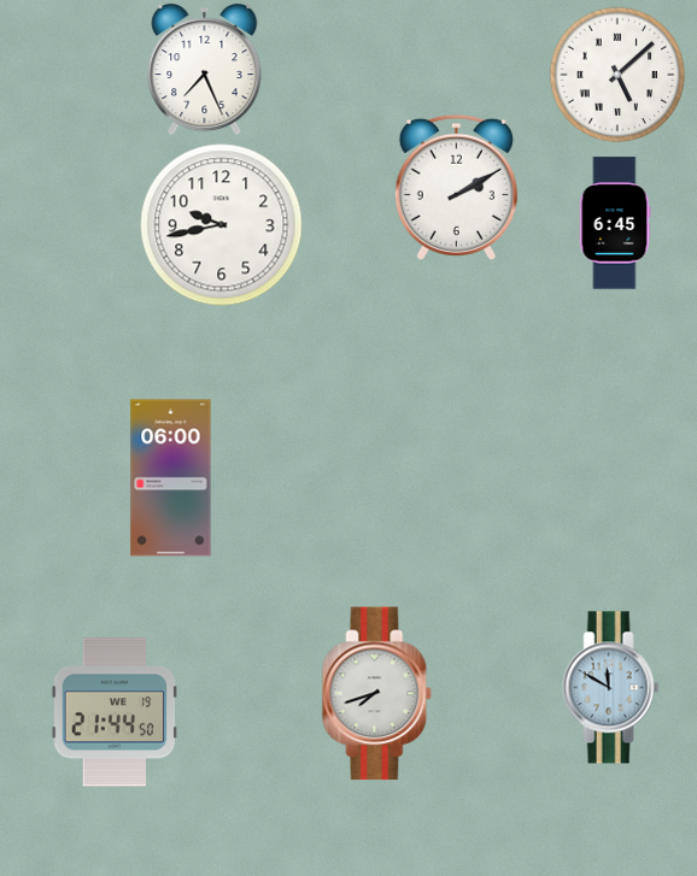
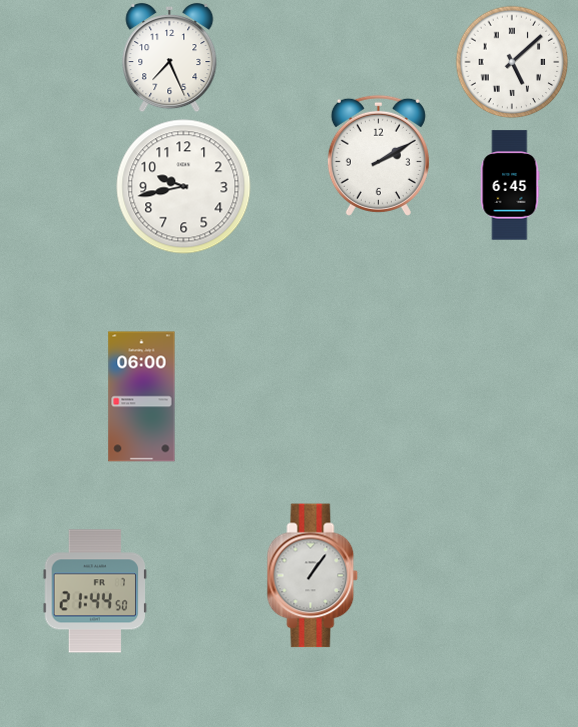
clock at (611, 688): 11:50 -> none
clock at (377, 694): 7:42 -> 1:06
clock at (115, 712) date: WE 19 -> FR 7
